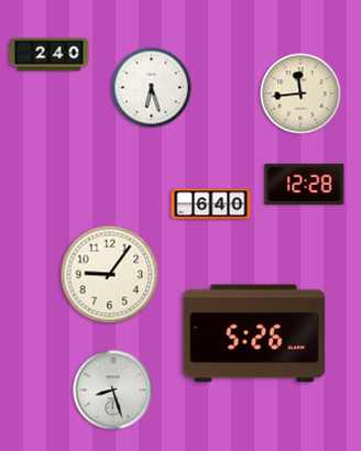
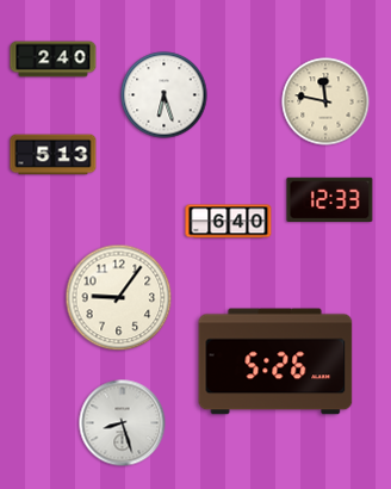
clock at (300, 94): 11:44 -> 11:47
clock at (54, 155): none -> 5:13
clock at (305, 184): 12:28 -> 12:33
